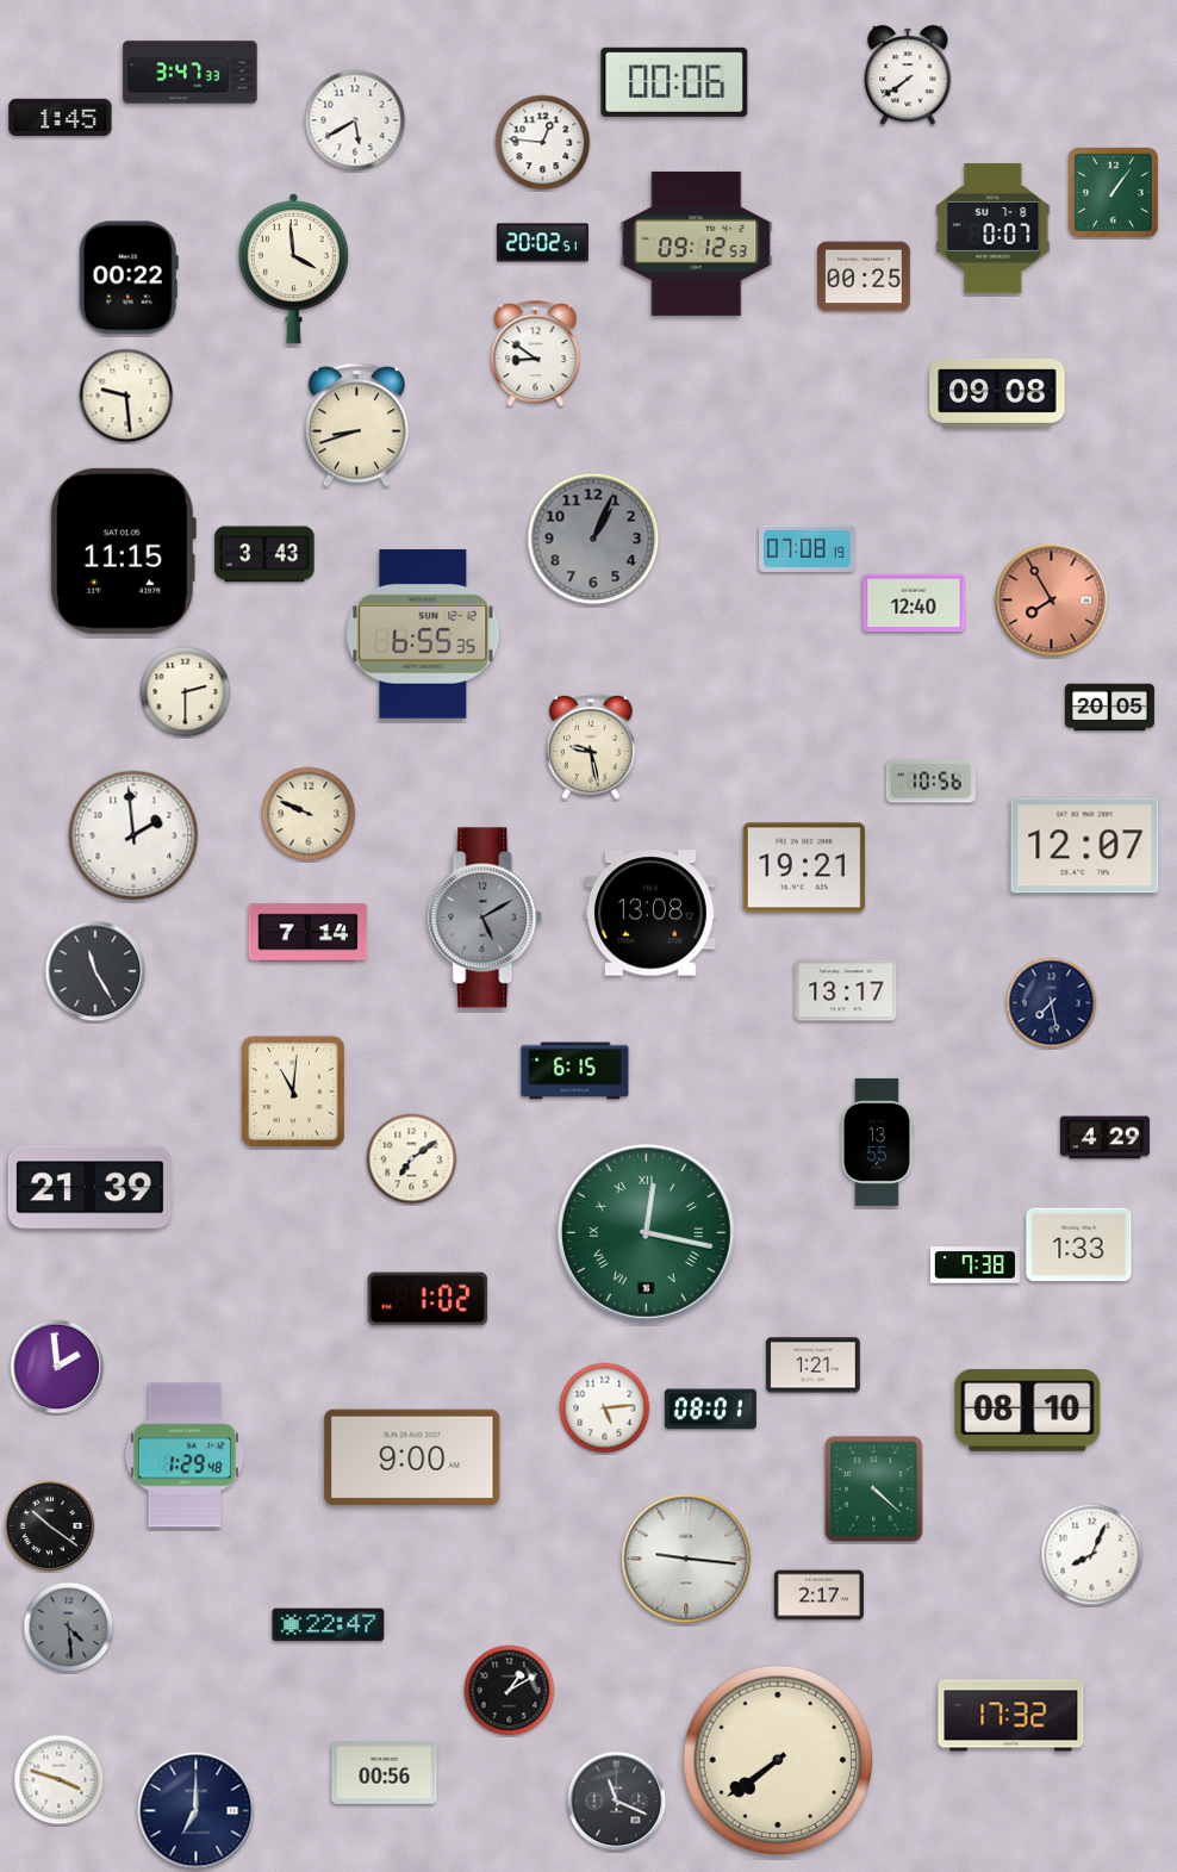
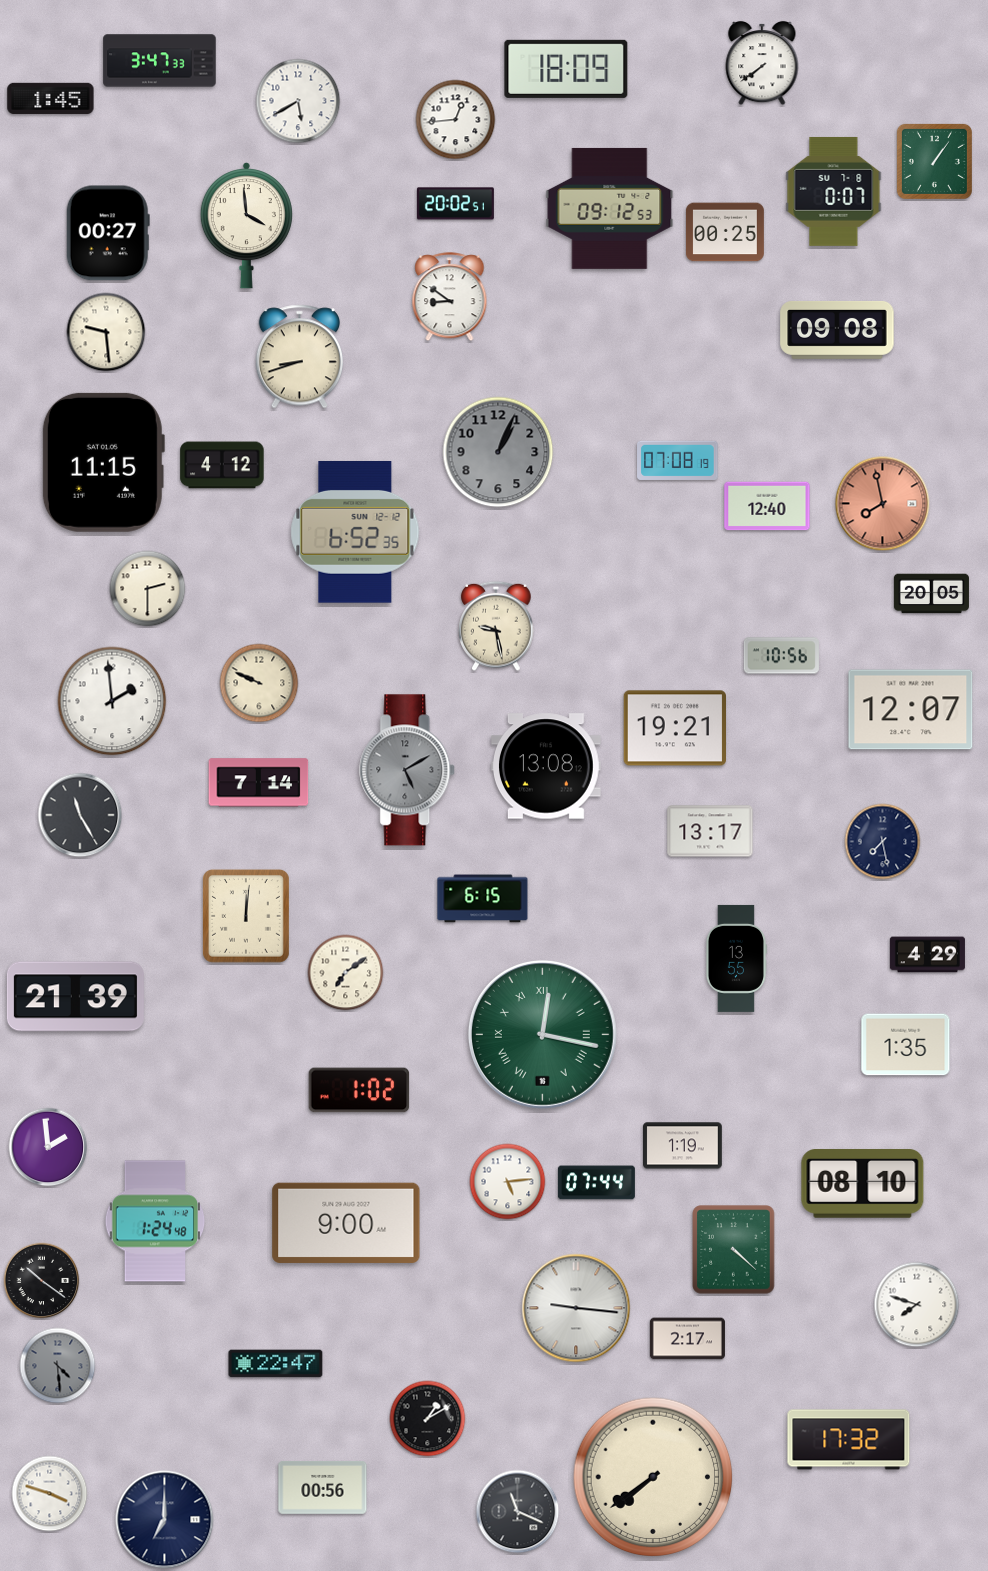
clock at (674, 82): 00:06 -> 18:09
clock at (543, 143): 12:46 -> 12:44
clock at (697, 243) position: (697, 243) -> (610, 208)
clock at (129, 278): 00:22 -> 00:27
clock at (264, 554): 3:43 -> 4:12
clock at (1052, 601): 7:55 -> 7:58
clock at (423, 635): 6:55 -> 6:52
clock at (186, 692) position: (186, 692) -> (148, 589)
clock at (293, 1092): 11:01 -> 12:01
clock at (1079, 1245): 1:33 -> 1:35
clock at (974, 1265): 7:38 -> none
clock at (814, 1366): 1:21 -> 1:19
clock at (710, 1410): 08:01 -> 07:44
clock at (185, 1455): 1:29 -> 1:24
clock at (1092, 1555): 8:04 -> 7:48
